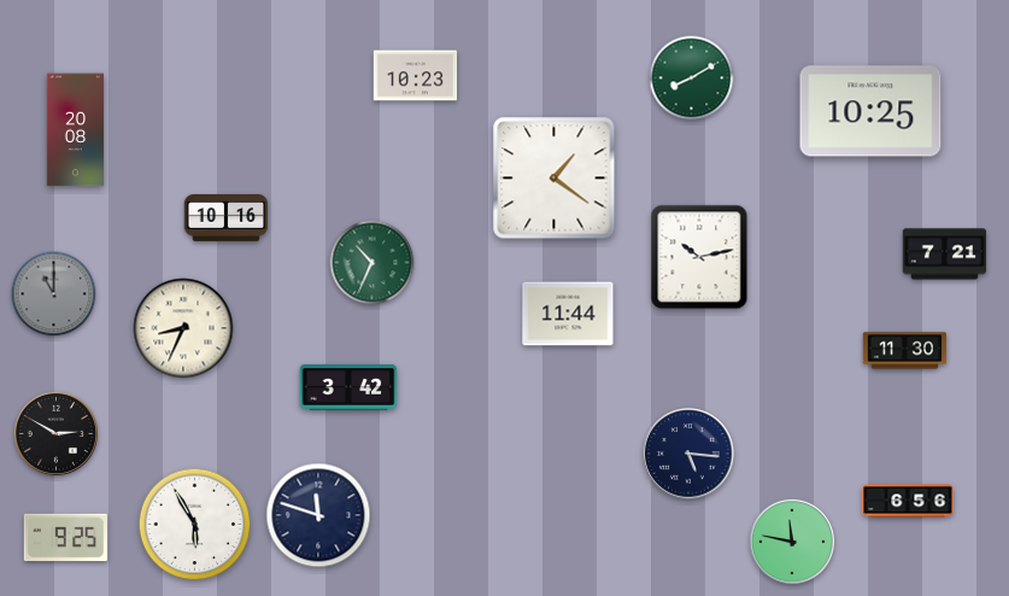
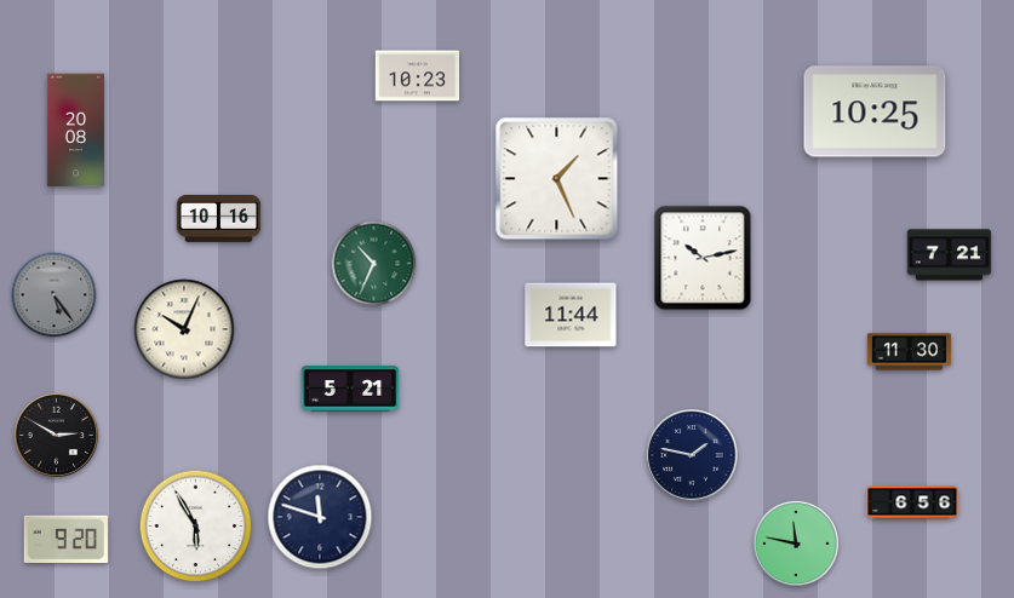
clock at (692, 78): 8:10 -> none
clock at (555, 179): 1:21 -> 1:26
clock at (227, 218) position: (227, 218) -> (219, 219)
clock at (54, 294): 11:00 -> 5:24
clock at (183, 328): 8:34 -> 10:04
clock at (348, 387): 3:42 -> 5:21
clock at (688, 454): 5:16 -> 1:47
clock at (65, 538): 9:25 -> 9:20
